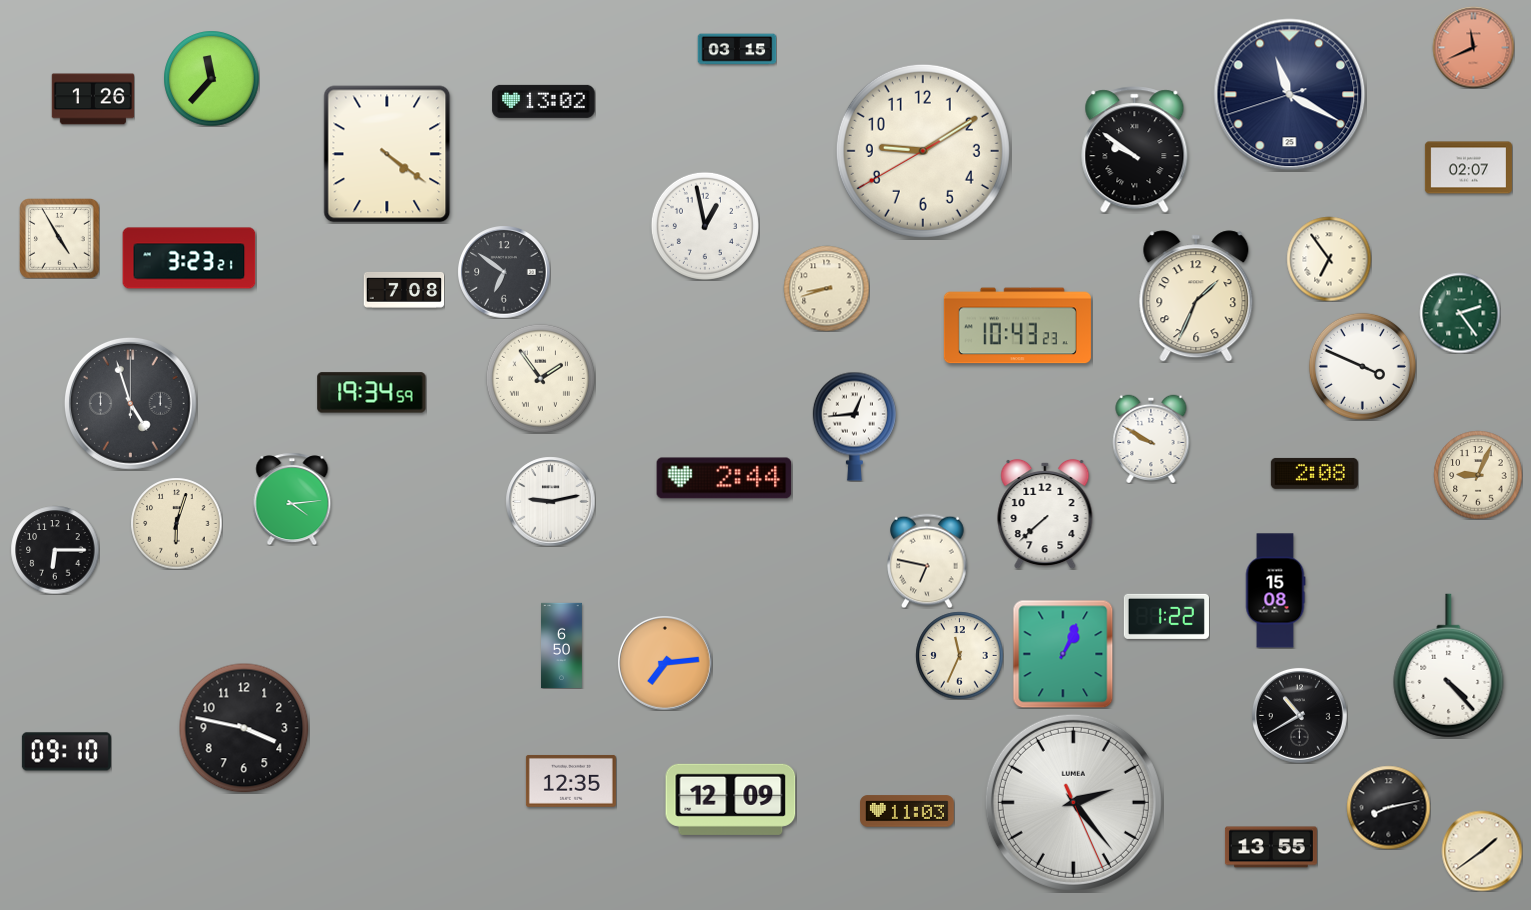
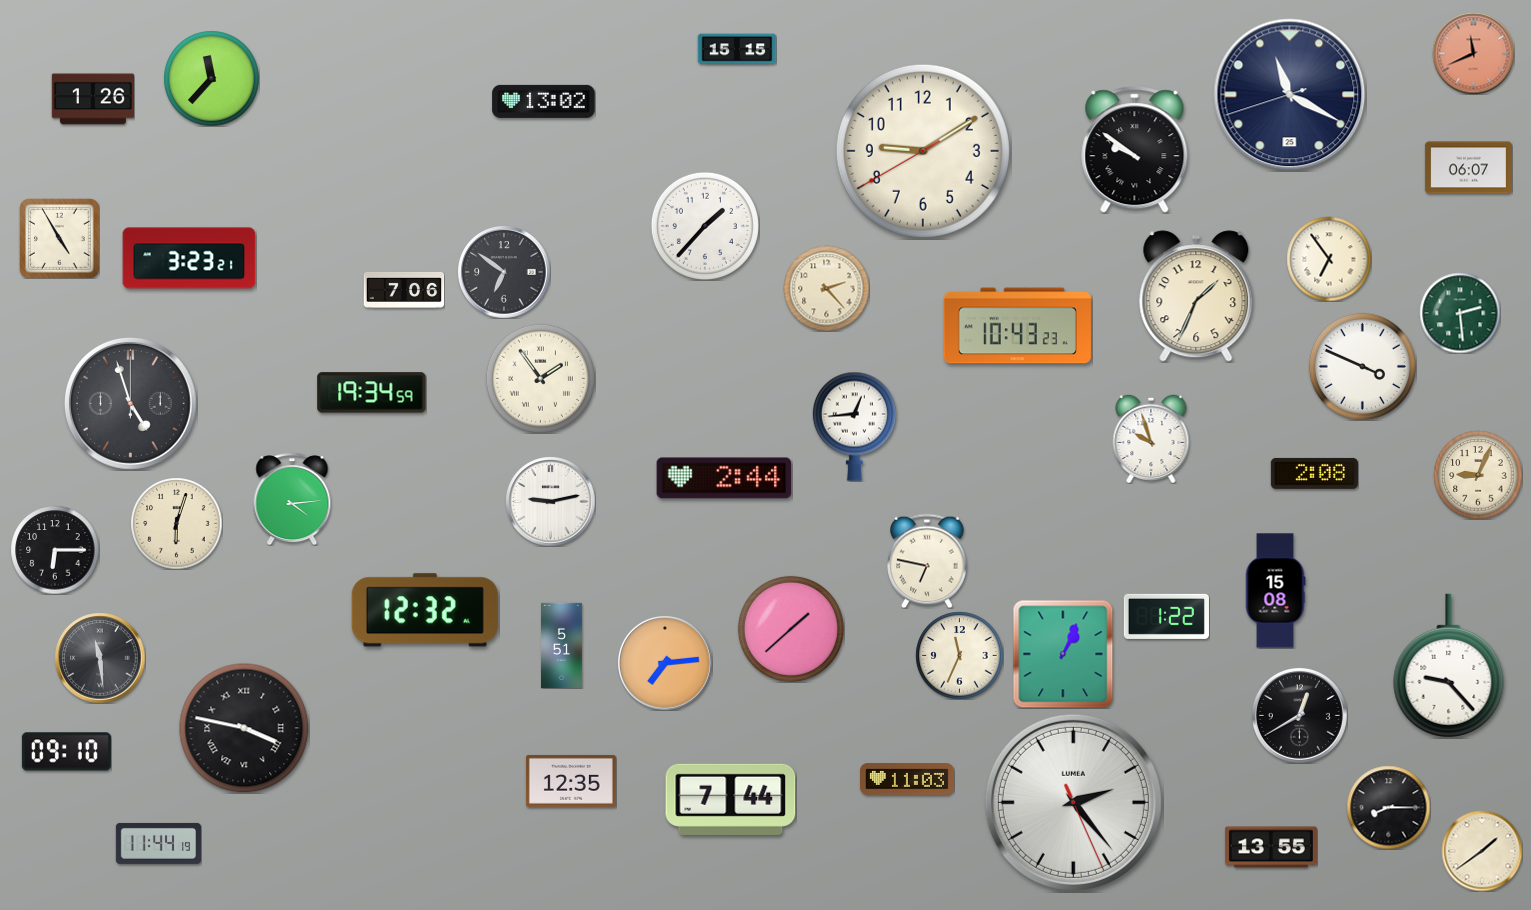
clock at (1473, 47) position: (1473, 47) -> (1473, 53)
clock at (737, 49): 03:15 -> 15:15
clock at (387, 154): 4:21 -> none
clock at (1468, 168): 02:07 -> 06:07
clock at (705, 226): 12:58 -> 1:37
clock at (826, 288): 8:42 -> 2:23
clock at (404, 290): 7:08 -> 7:06
clock at (1460, 313): 2:24 -> 2:29
clock at (1151, 439): 9:50 -> 9:57
clock at (1045, 514): 7:38 -> none
clock at (425, 610): none -> 12:32
clock at (791, 629): none -> 1:38
clock at (562, 645): 6:50 -> 5:51
clock at (100, 658): none -> 11:29
clock at (1449, 666): 4:23 -> 9:23
clock at (1299, 715): 10:40 -> 12:40
clock at (244, 728) numerals: Arabic -> Roman
clock at (731, 799): 12:09 -> 7:44
clock at (1388, 807): 8:13 -> 8:15
clock at (907, 811) position: (907, 811) -> (907, 779)
clock at (158, 843): none -> 11:44
